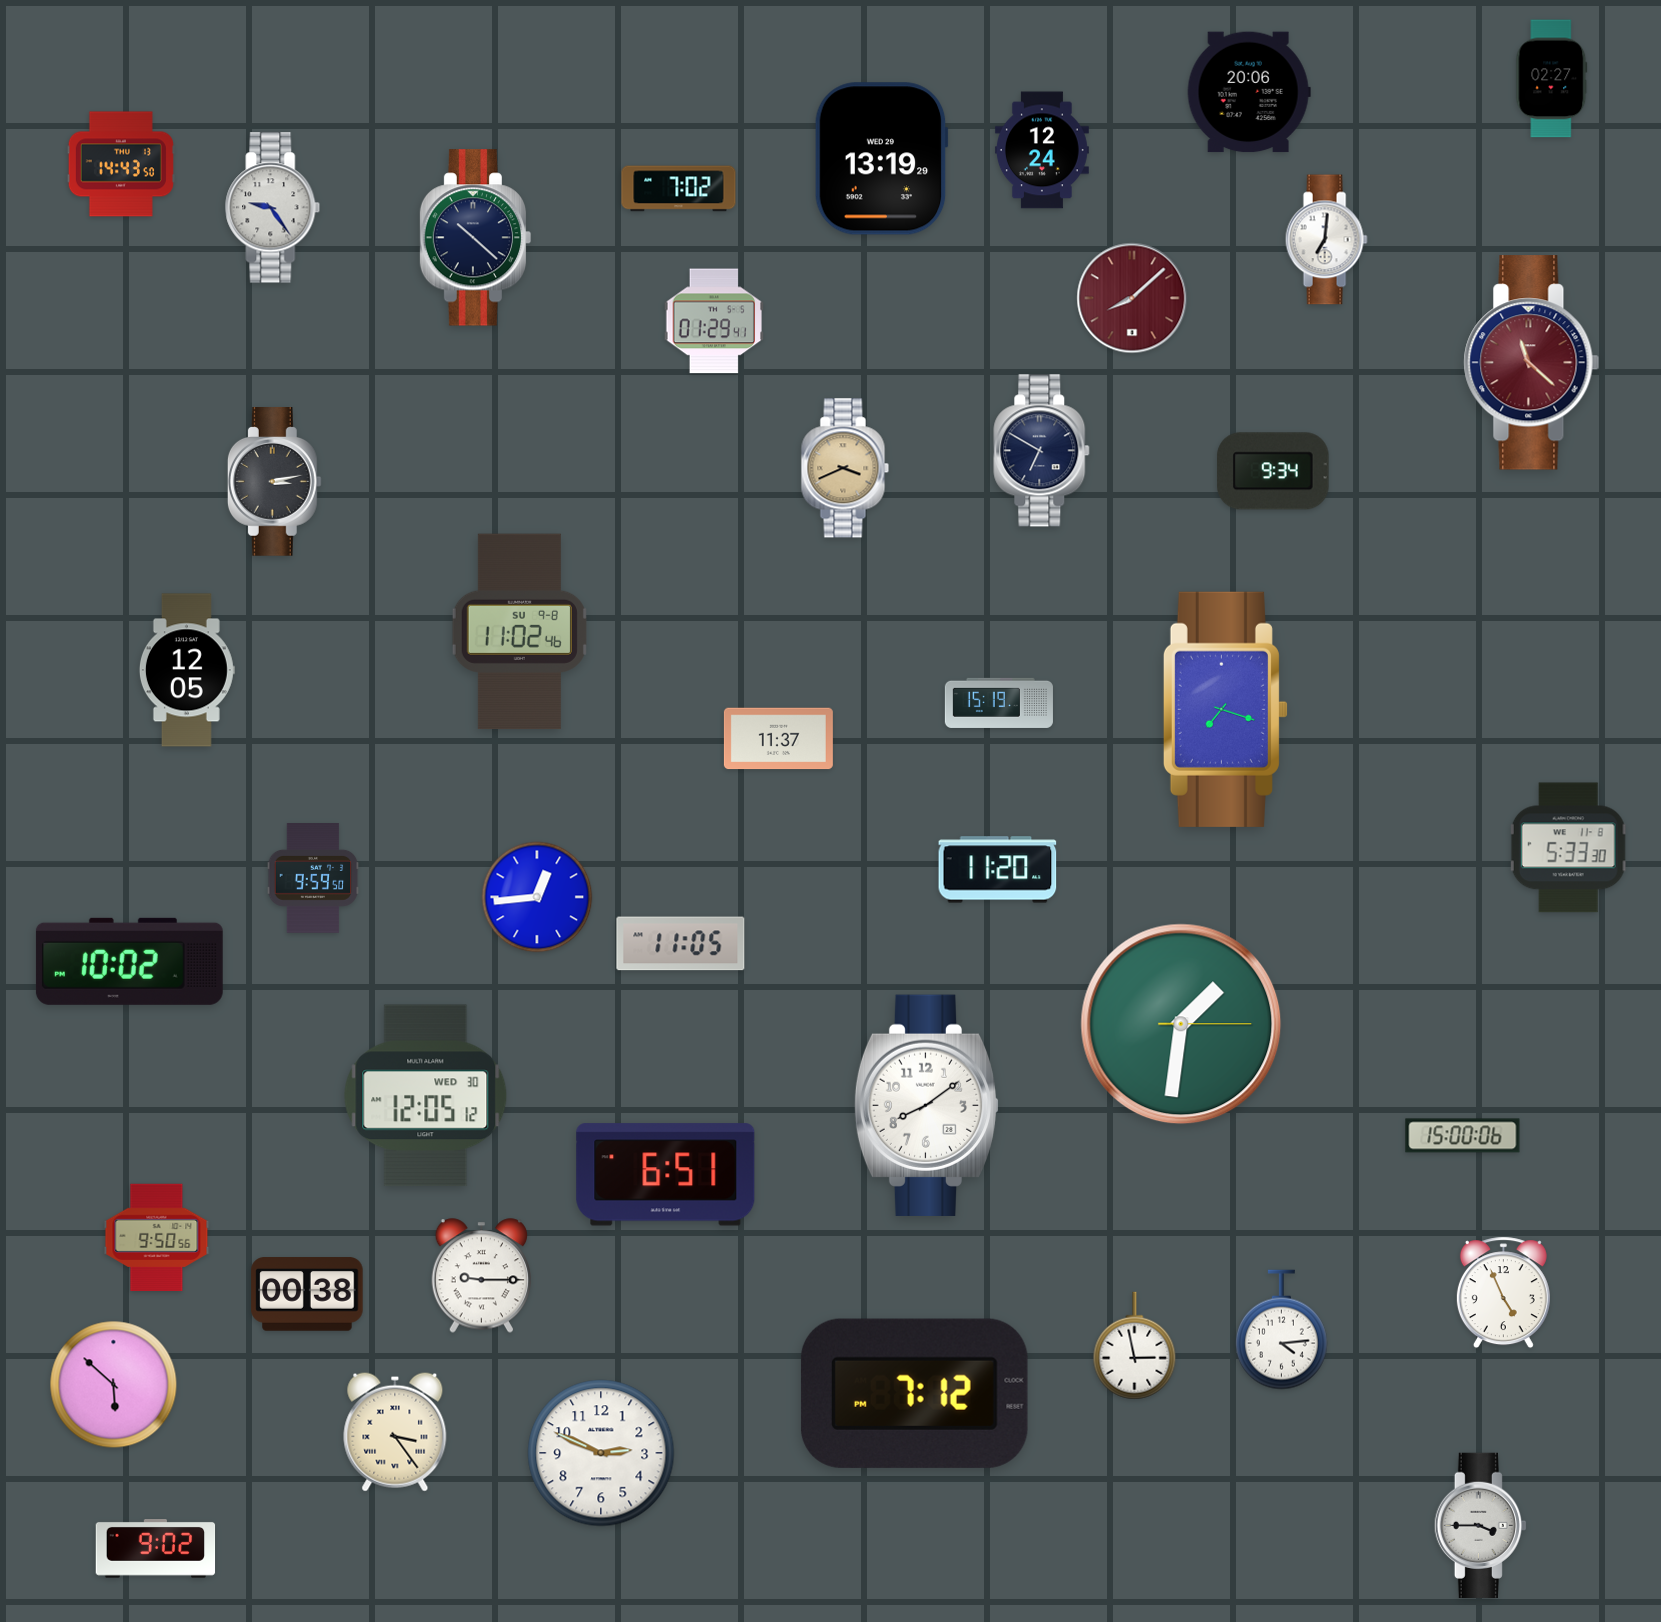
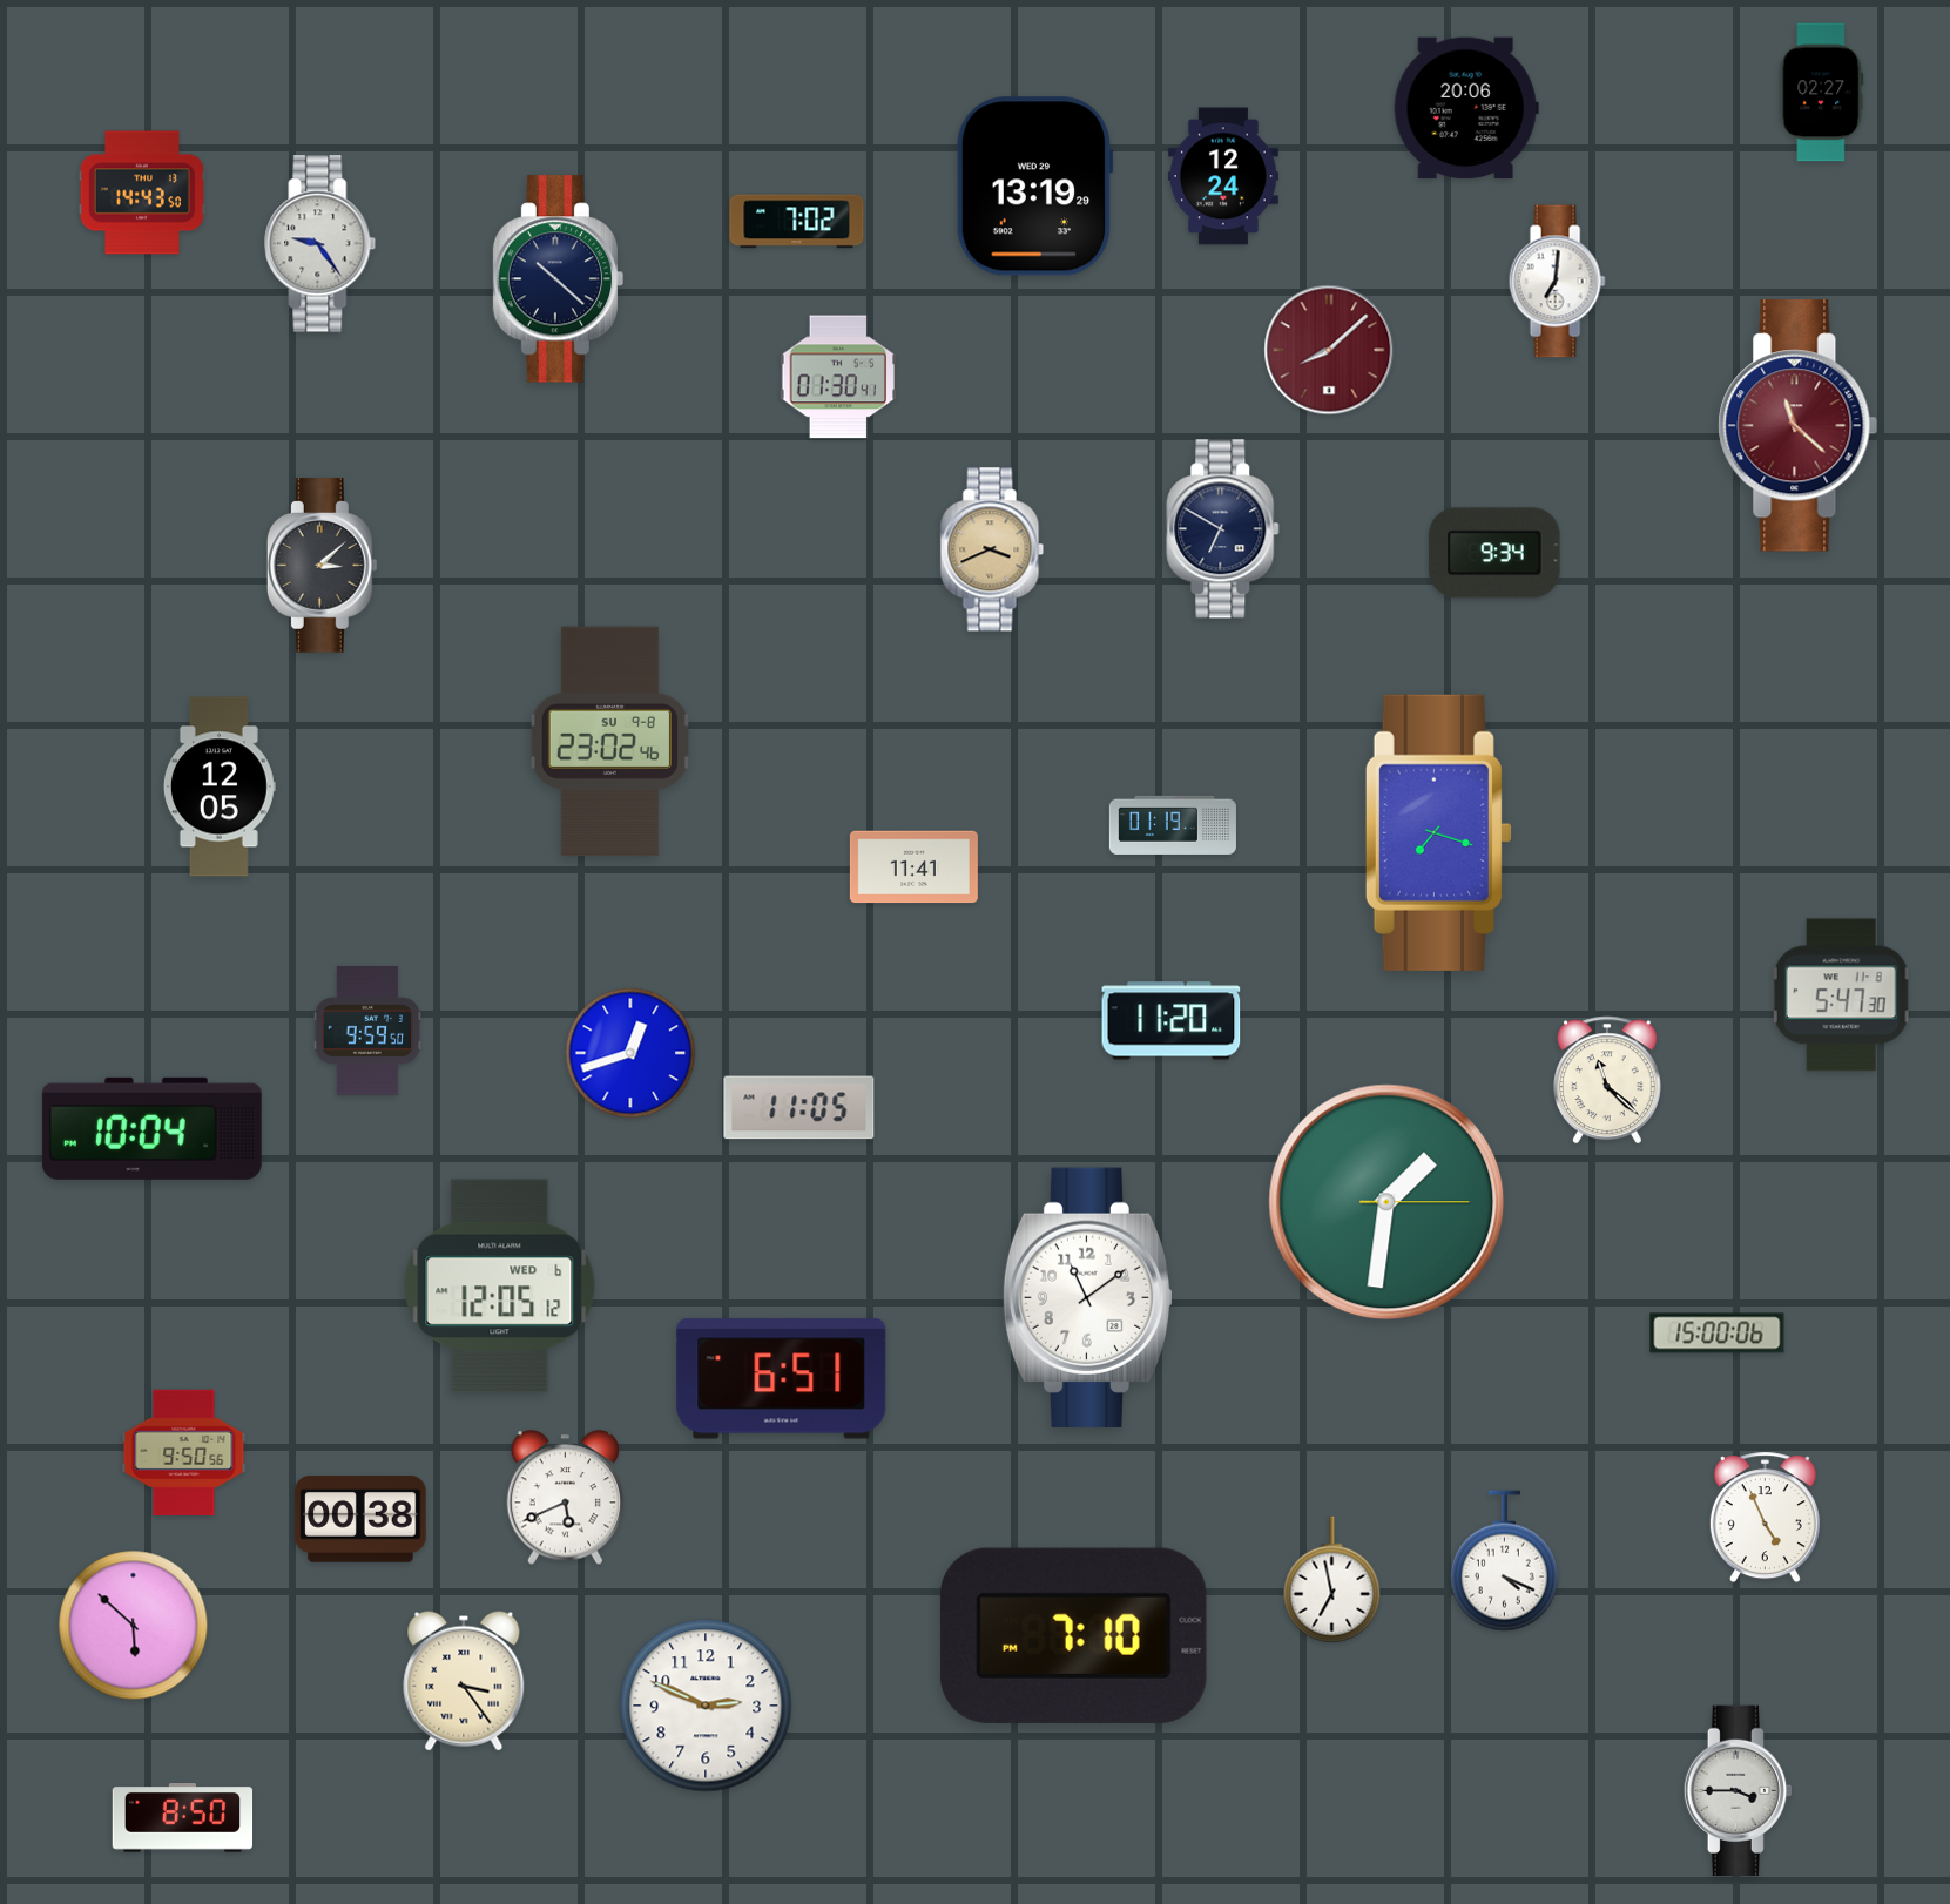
clock at (713, 321): 01:29 -> 01:30
clock at (274, 482): 3:13 -> 3:08
clock at (519, 632): 11:02 -> 23:02
clock at (999, 703): 15:19 -> 01:19
clock at (778, 739): 11:37 -> 11:41
clock at (1569, 848): 5:33 -> 5:47
clock at (537, 897): 12:44 -> 12:42
clock at (1607, 1080): none -> 11:22
clock at (129, 961): 10:02 -> 10:04
clock at (426, 1096) date: WED 30 -> WED 6
clock at (927, 1105): 8:09 -> 11:09
clock at (481, 1276): 9:15 -> 5:41
clock at (1281, 1330): 4:14 -> 4:19
clock at (1135, 1346): 2:58 -> 6:58
clock at (914, 1393): 7:12 -> 7:10
clock at (156, 1549): 9:02 -> 8:50
